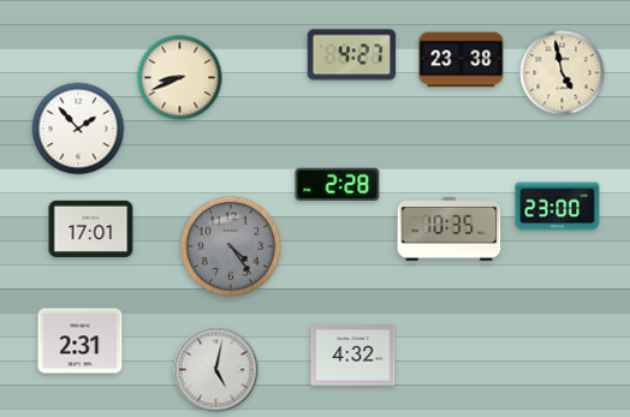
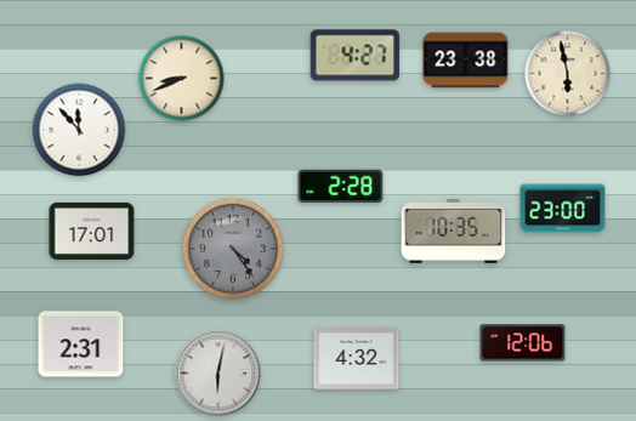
clock at (563, 73): 4:58 -> 5:58
clock at (78, 129): 1:53 -> 11:53
clock at (523, 343): none -> 12:06
clock at (216, 370): 5:02 -> 6:02
